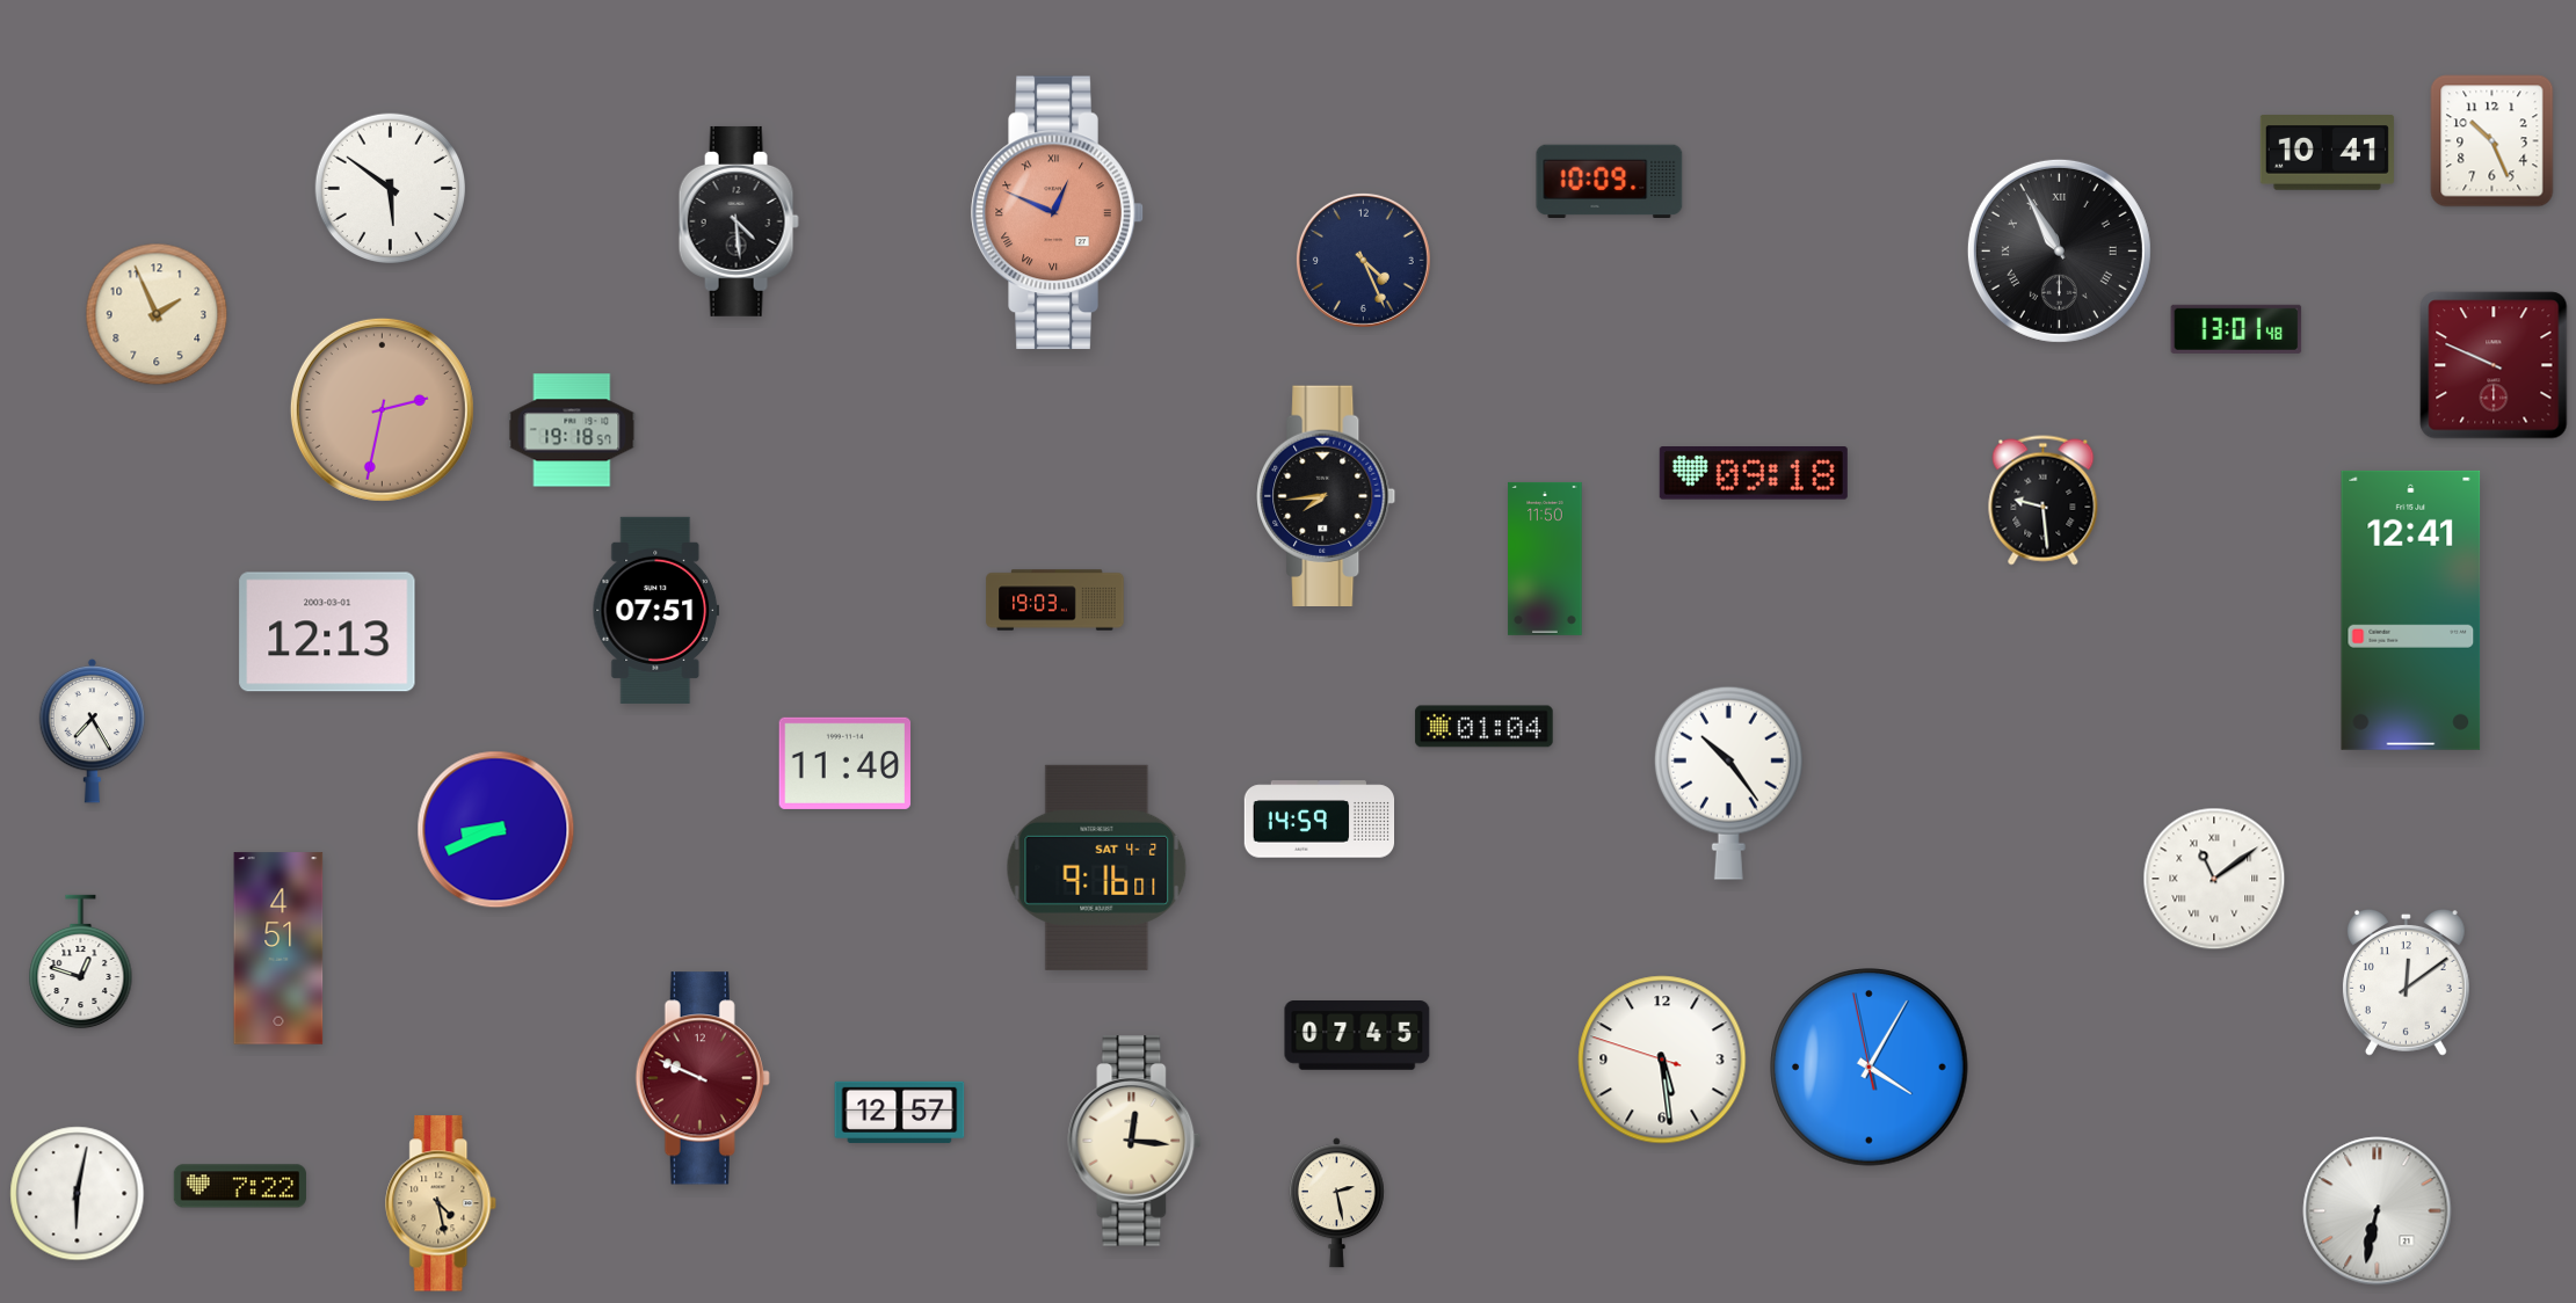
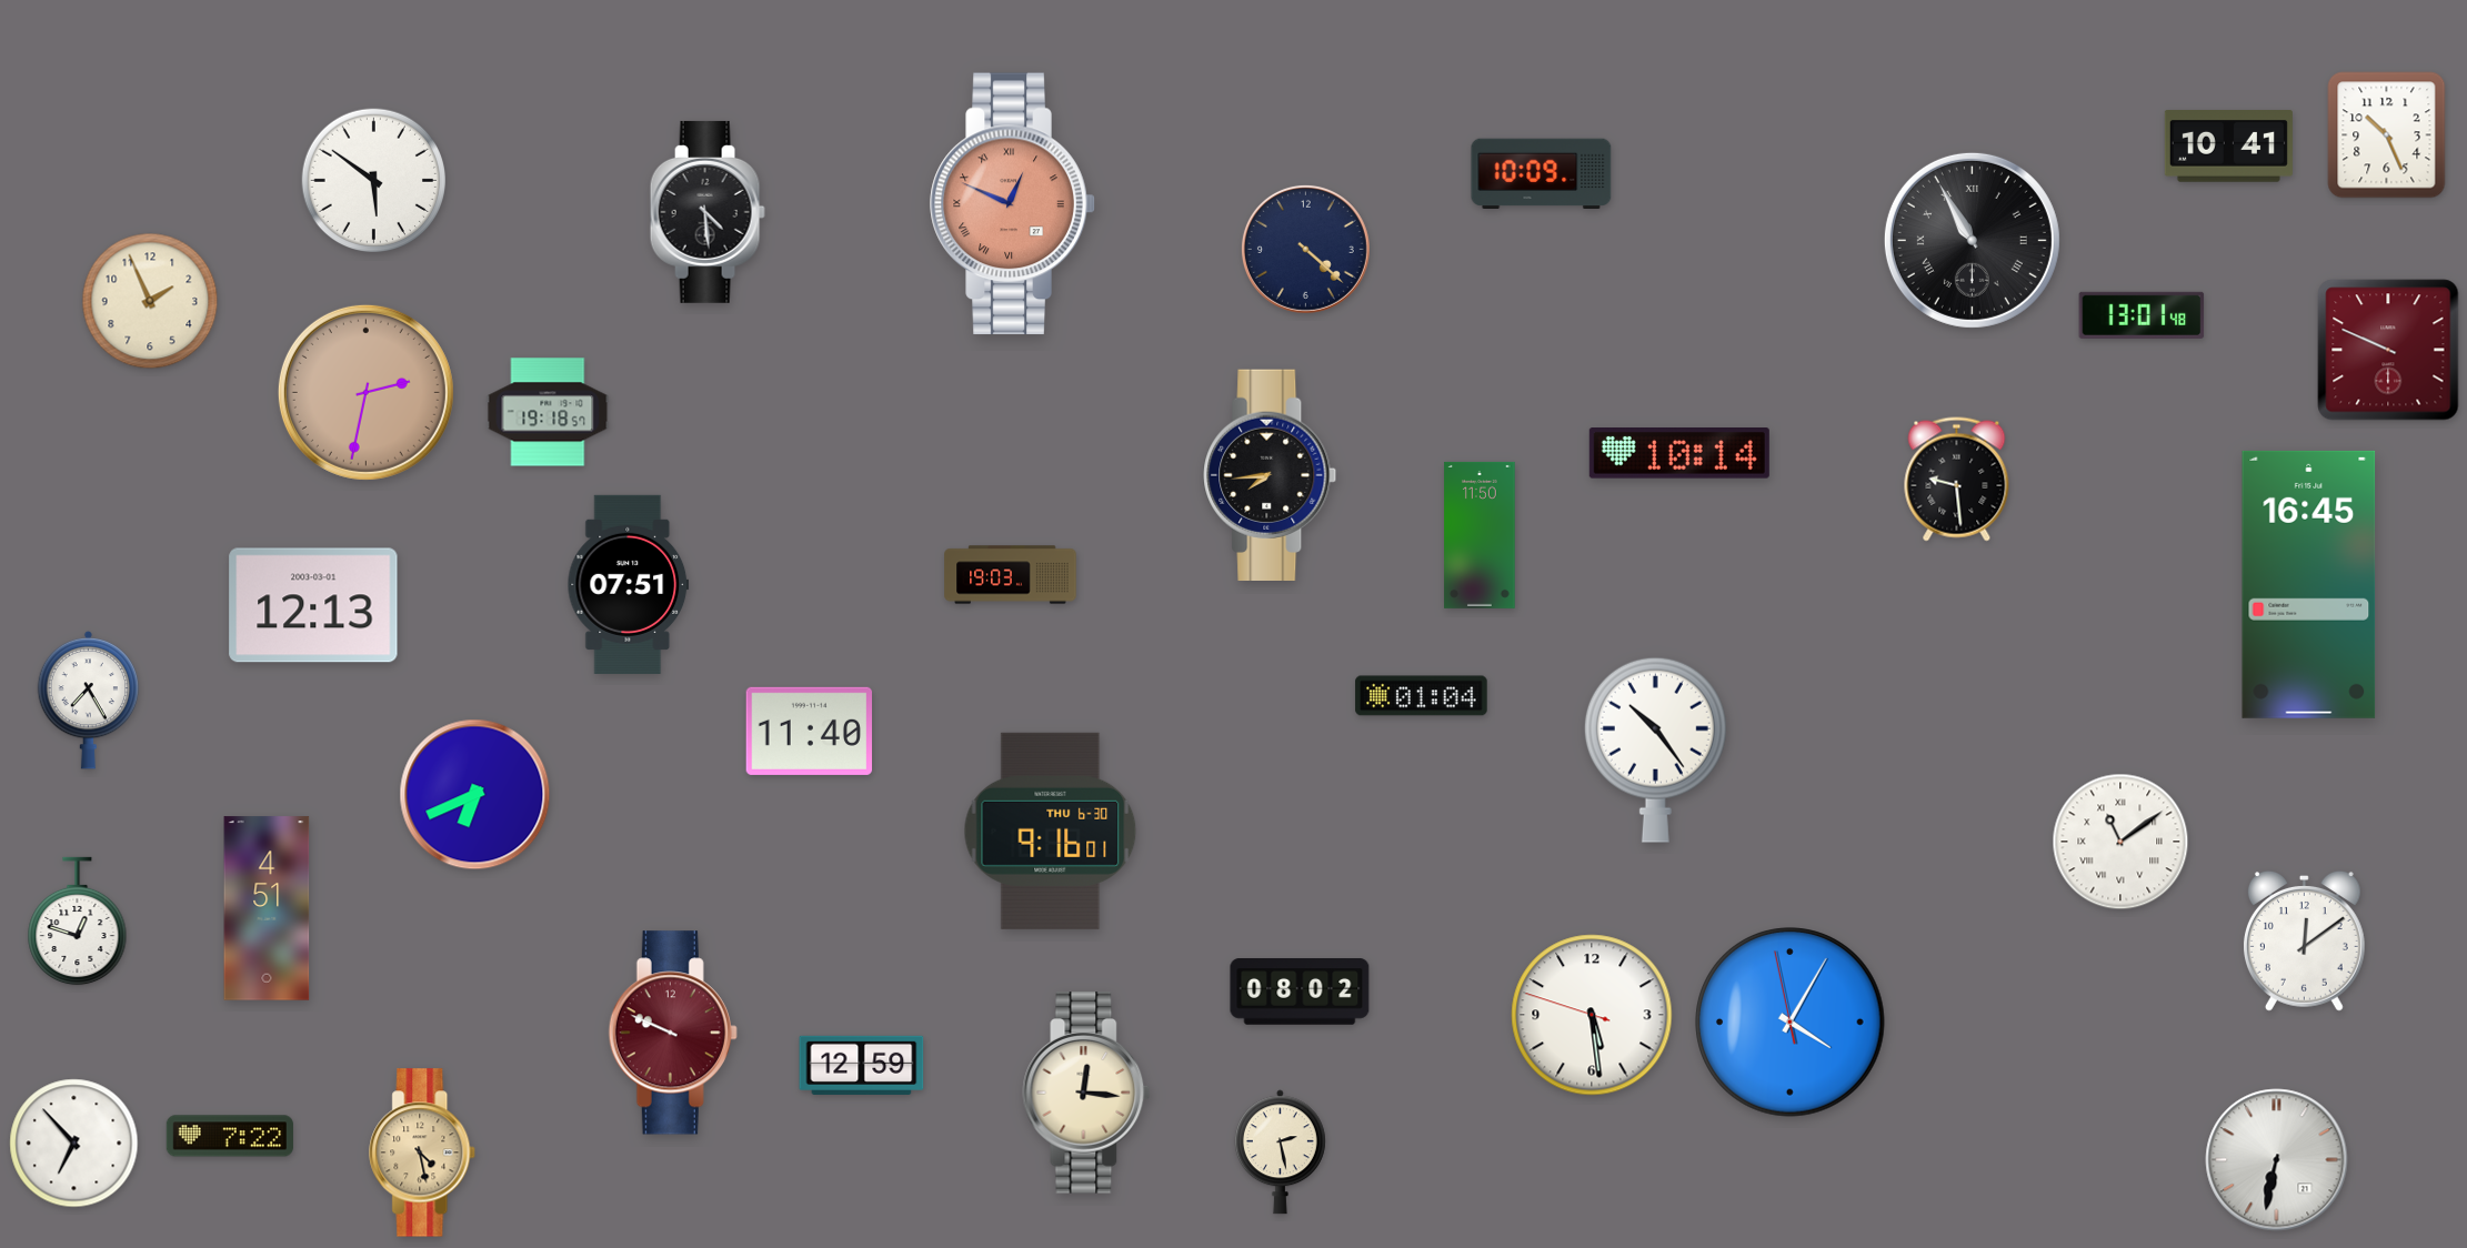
clock at (1363, 260): 4:26 -> 4:22
clock at (1754, 474): 09:18 -> 10:14
clock at (2411, 610): 12:41 -> 16:45
clock at (1320, 820): 14:59 -> none
clock at (496, 830): 8:41 -> 6:41
clock at (1097, 867) date: SAT 4-2 -> THU 6-30
clock at (1357, 1036): 07:45 -> 08:02
clock at (900, 1112): 12:57 -> 12:59
clock at (78, 1194): 6:02 -> 6:53
